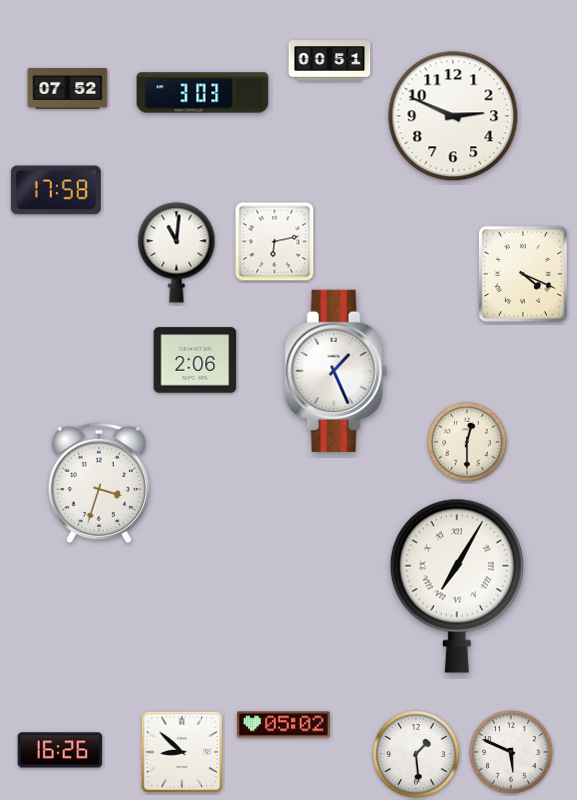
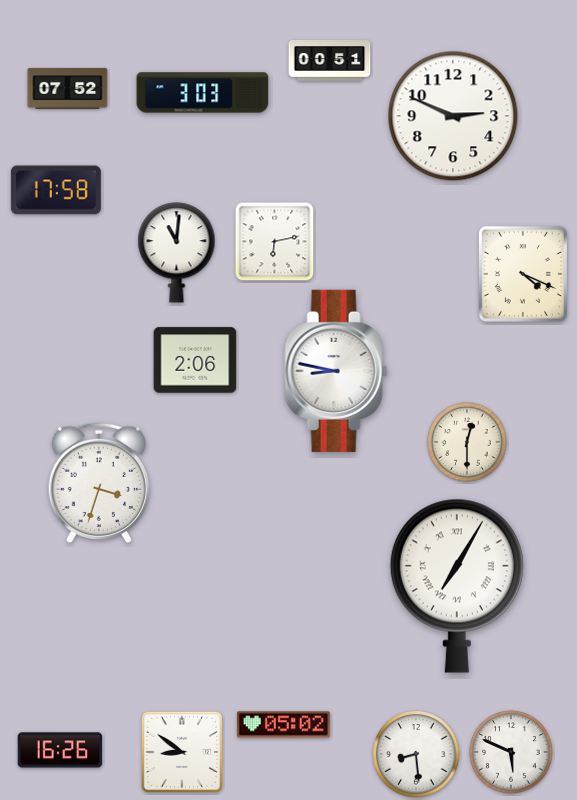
clock at (336, 371): 1:26 -> 8:47
clock at (182, 752): 8:52 -> 8:51
clock at (416, 754): 1:29 -> 8:29
